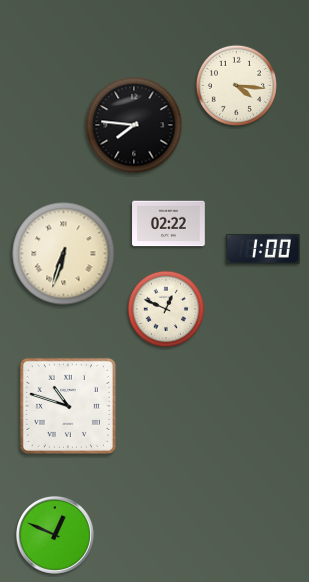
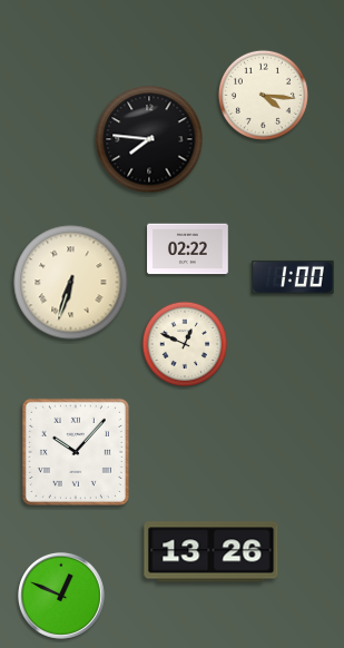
clock at (68, 406): 10:48 -> 10:07
clock at (212, 552): none -> 13:26
